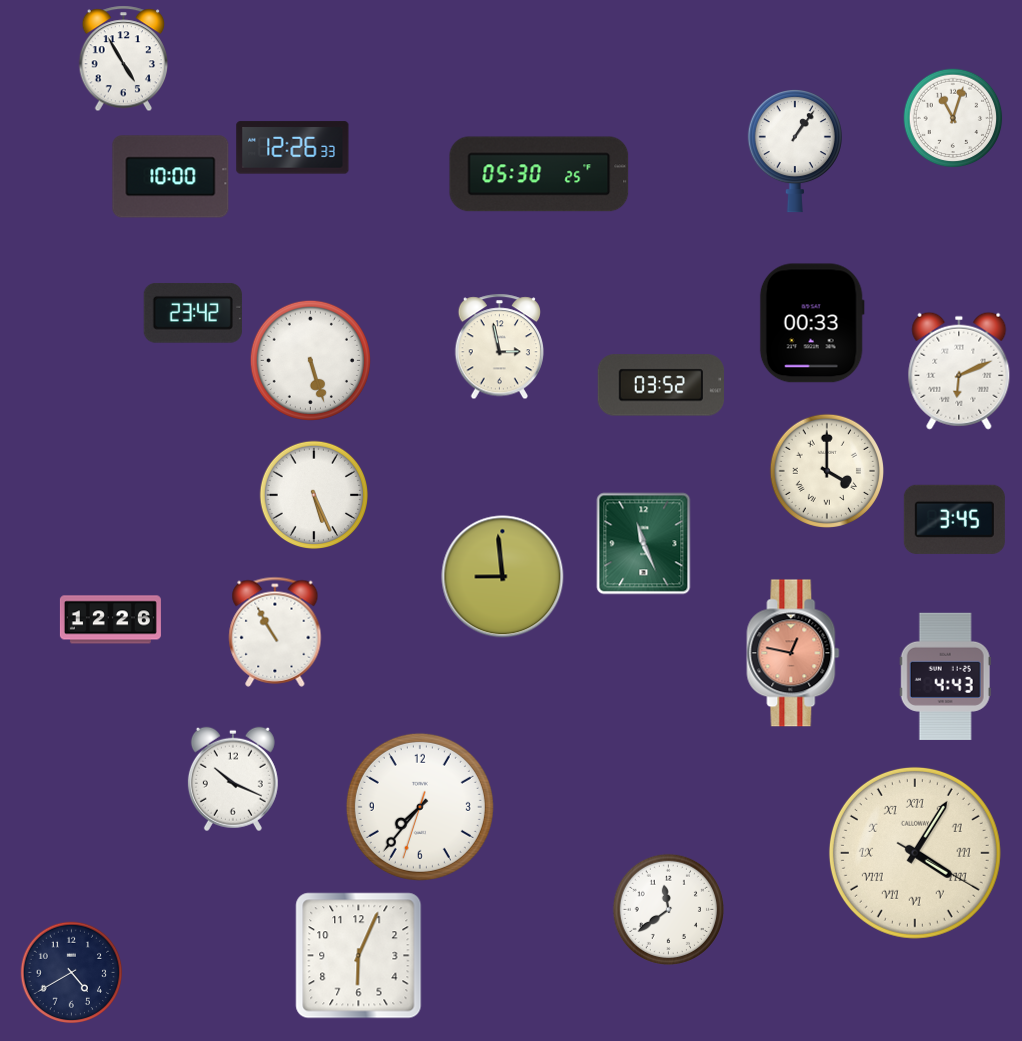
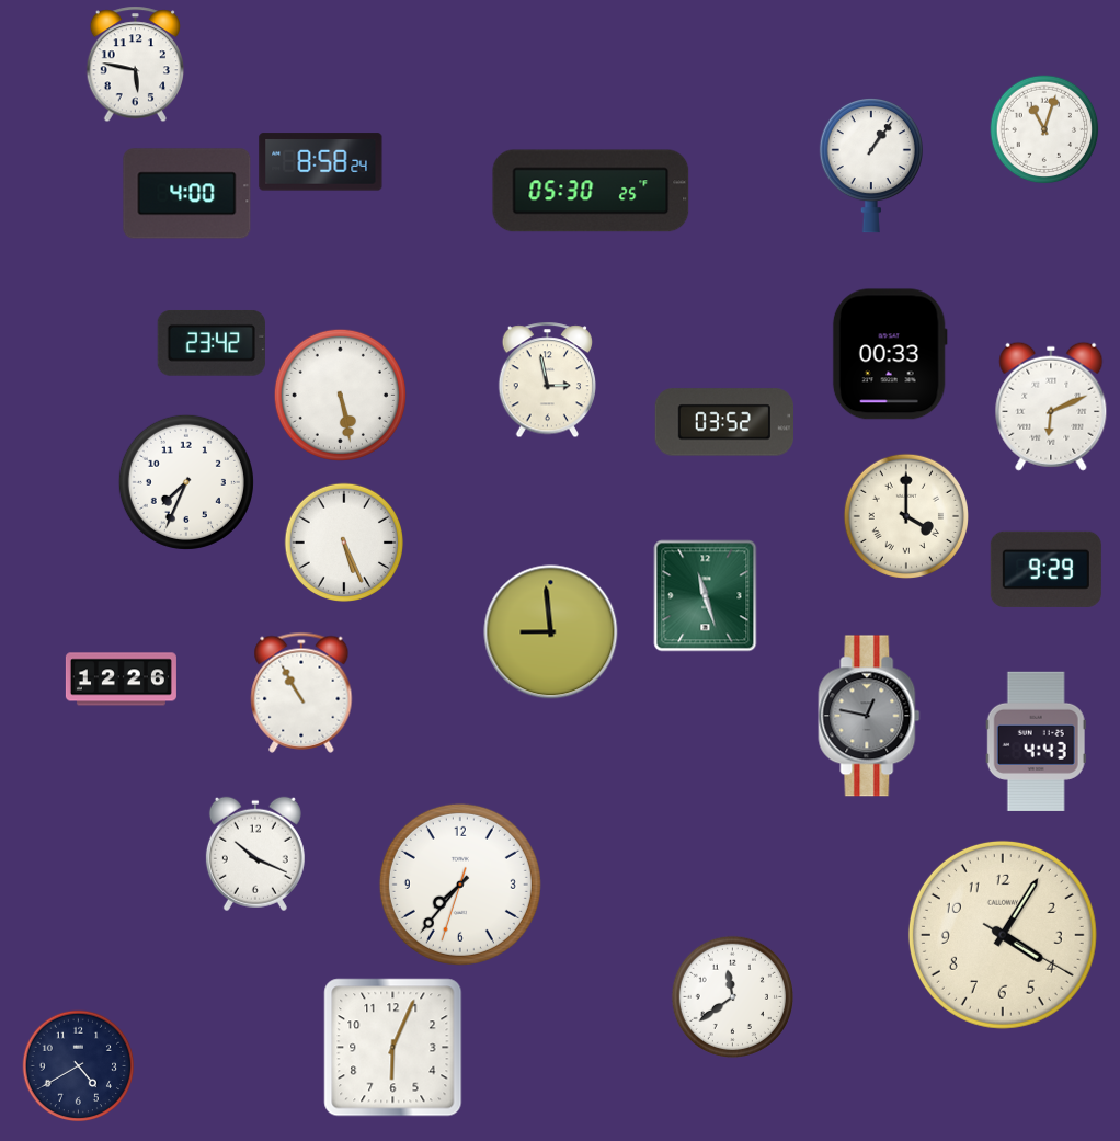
clock at (124, 59): 4:55 -> 5:47
clock at (293, 148): 12:26 -> 8:58
clock at (171, 177): 10:00 -> 4:00
clock at (310, 360): 5:27 -> 5:28
clock at (186, 482): none -> 7:34
clock at (954, 519): 3:45 -> 9:29
clock at (644, 544): 11:26 -> 11:27
clock at (793, 653) dial: salmon -> grey
clock at (915, 853) numerals: Roman -> Arabic
